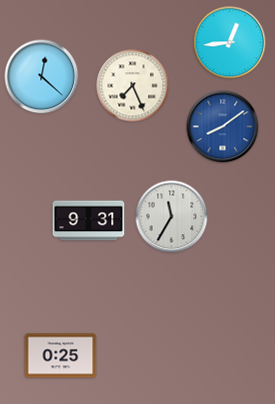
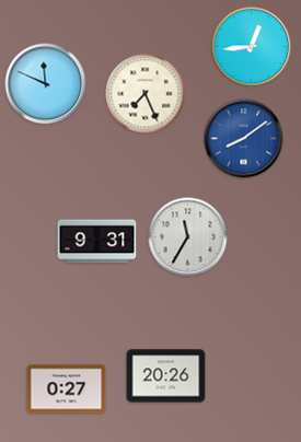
clock at (42, 77): 12:22 -> 11:49
clock at (166, 376): none -> 20:26
clock at (61, 356): 0:25 -> 0:27
